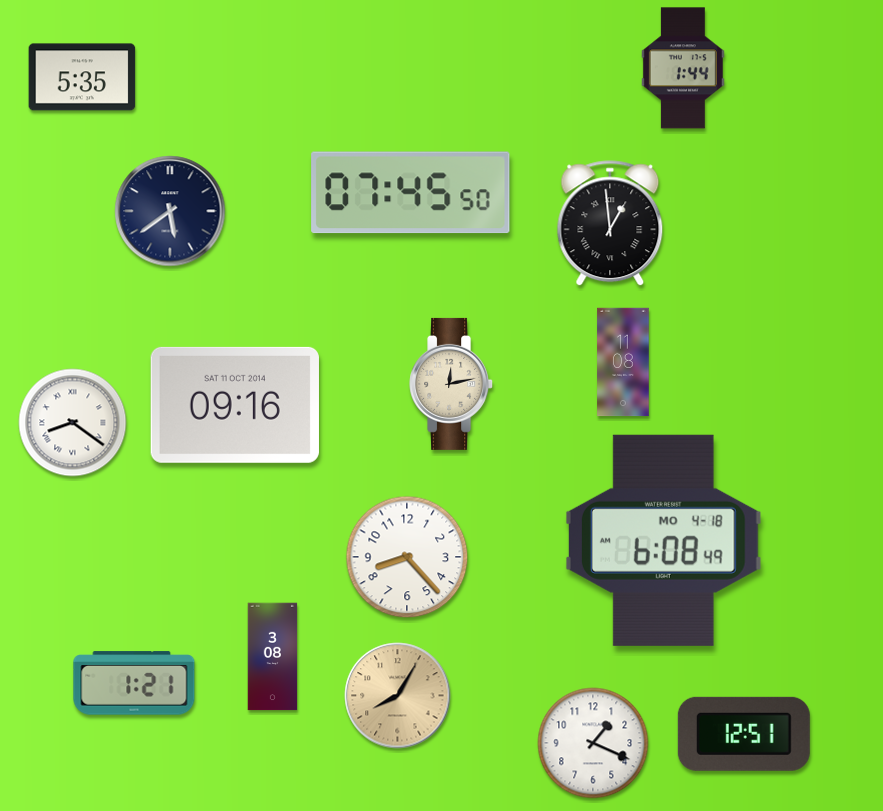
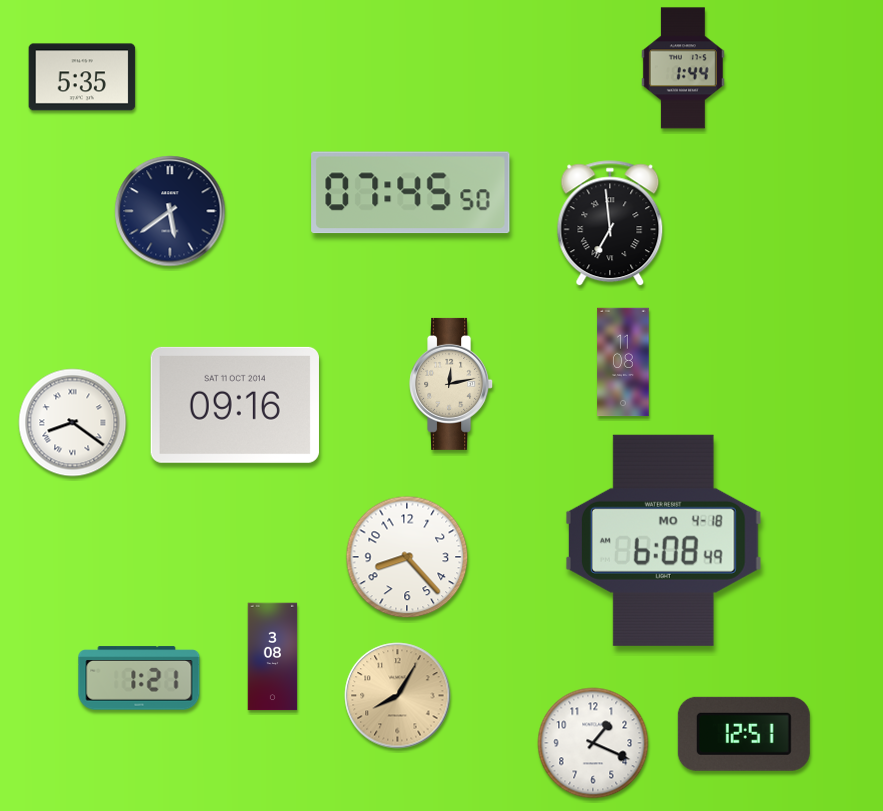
clock at (610, 224): 12:59 -> 6:59
clock at (134, 683) position: (134, 683) -> (139, 678)
